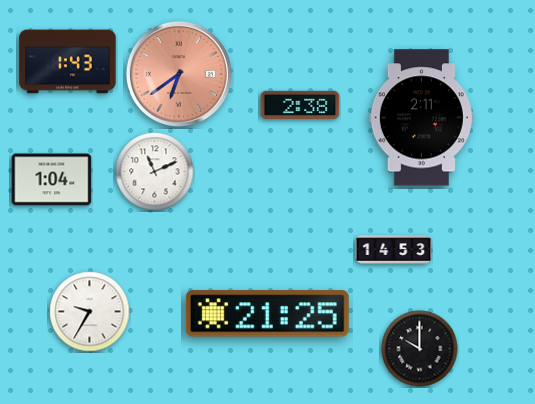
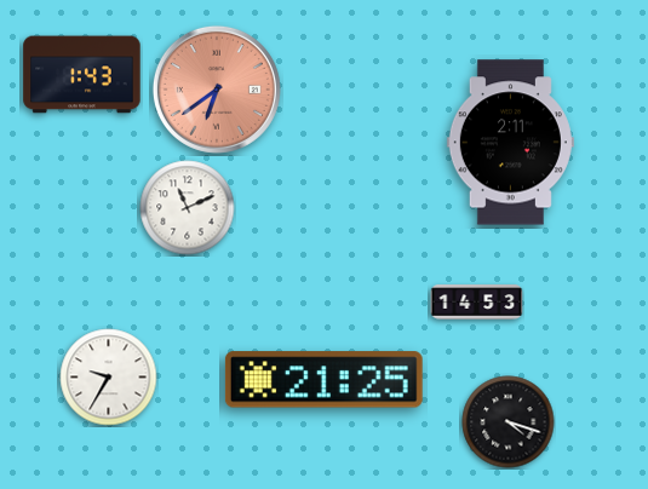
clock at (300, 105): 2:38 -> none
clock at (52, 180): 1:04 -> none
clock at (420, 349): 10:00 -> 4:18
